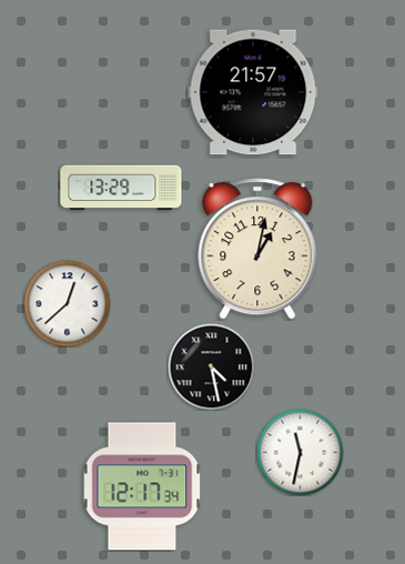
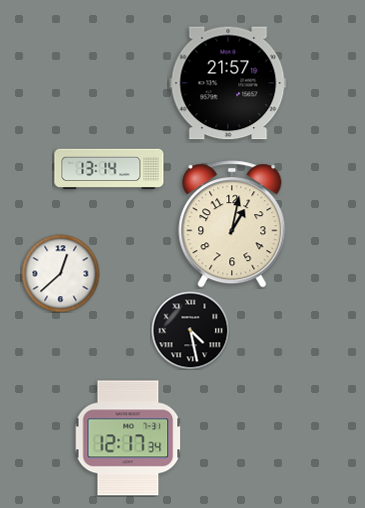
clock at (121, 188): 13:29 -> 13:14
clock at (300, 452): 11:32 -> none
